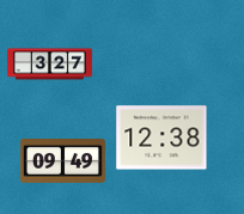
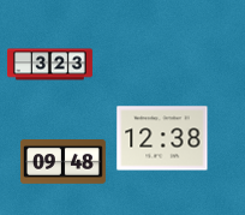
clock at (49, 65): 3:27 -> 3:23
clock at (62, 161): 09:49 -> 09:48
